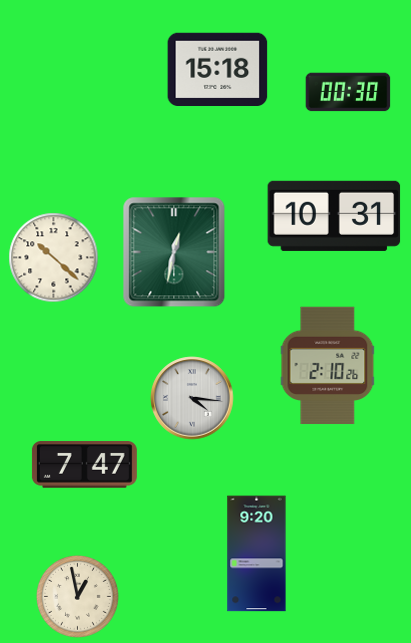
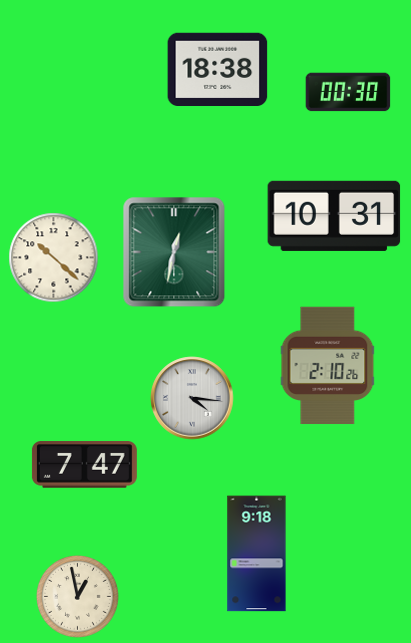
clock at (218, 69): 15:18 -> 18:38
clock at (257, 554): 9:20 -> 9:18
